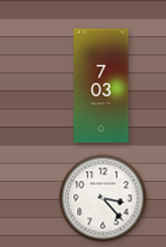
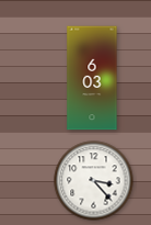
clock at (101, 86): 7:03 -> 6:03
